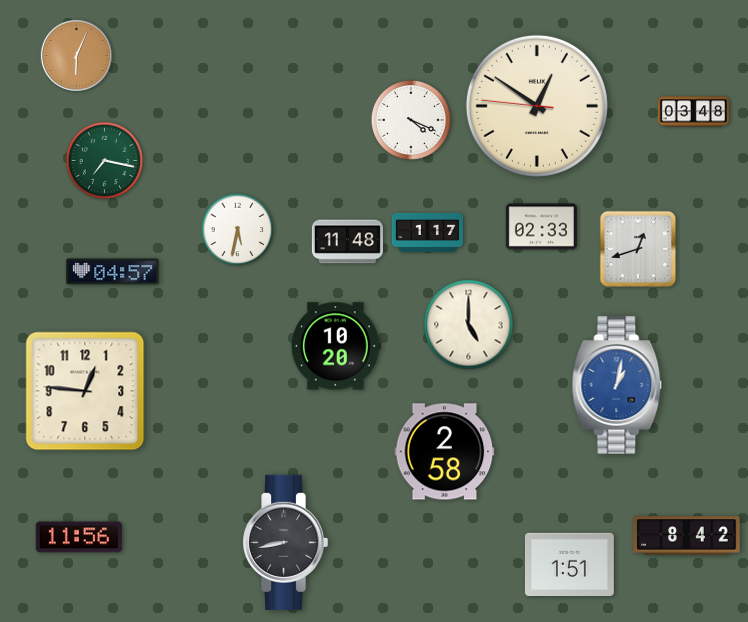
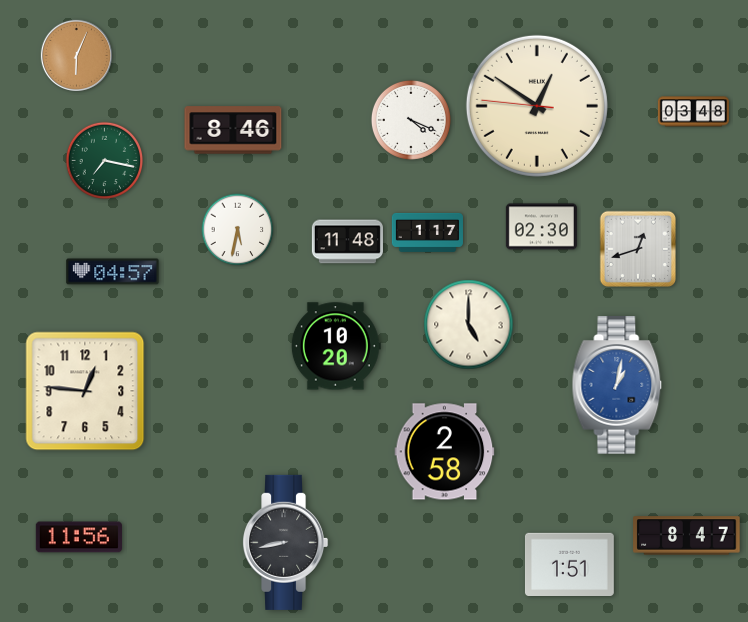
clock at (233, 130): none -> 8:46
clock at (541, 227): 02:33 -> 02:30
clock at (687, 536): 8:42 -> 8:47
